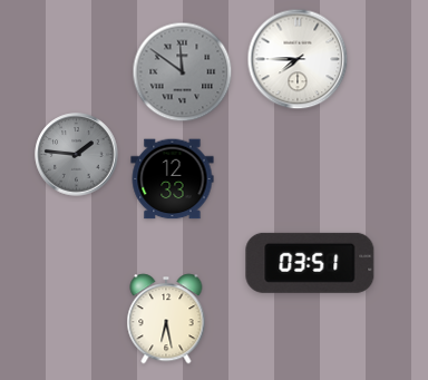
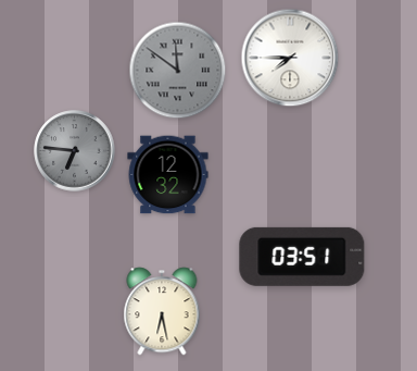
clock at (77, 155): 1:46 -> 6:46
clock at (173, 179): 12:33 -> 12:32
